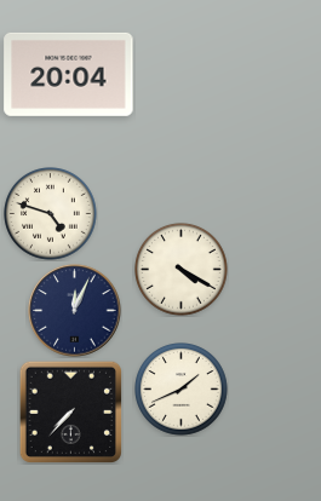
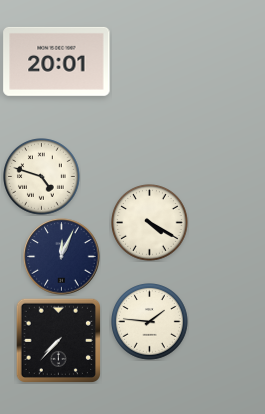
clock at (69, 74): 20:04 -> 20:01
clock at (182, 390): 1:41 -> 1:46
